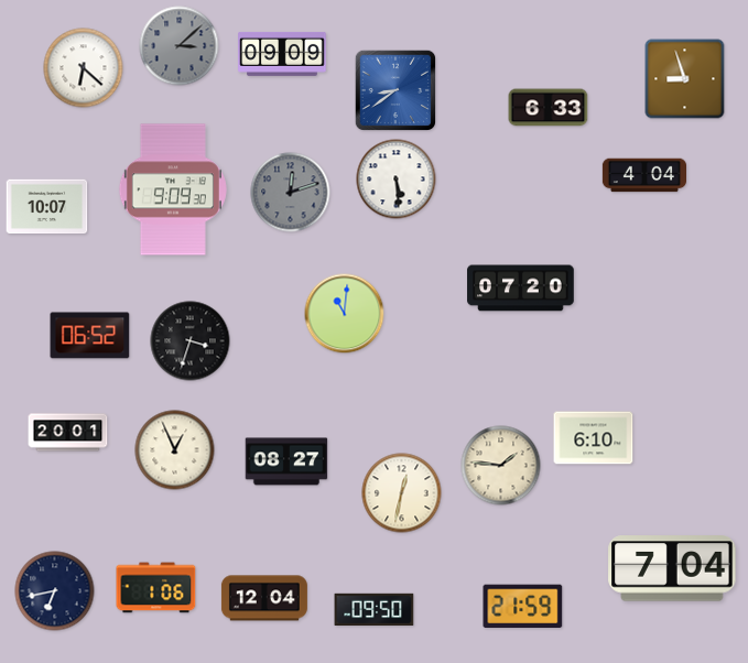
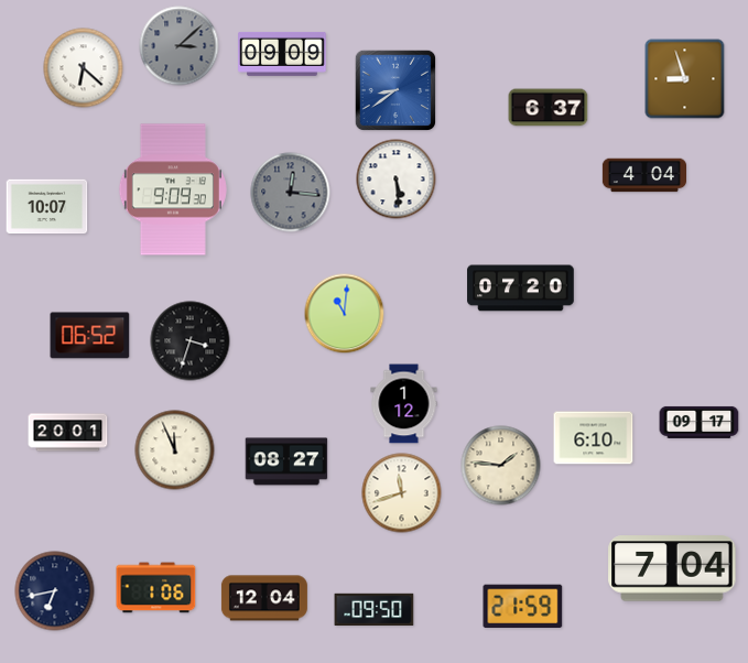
clock at (549, 108): 6:33 -> 6:37
clock at (291, 193): 12:12 -> 12:16
clock at (404, 404): none -> 1:12
clock at (700, 422): none -> 09:17
clock at (175, 450): 12:56 -> 11:56
clock at (402, 493): 12:32 -> 11:42
